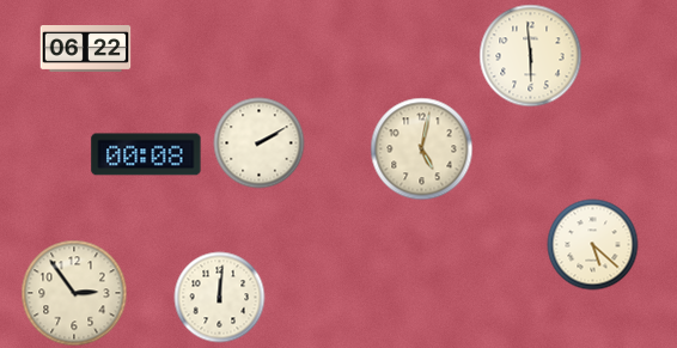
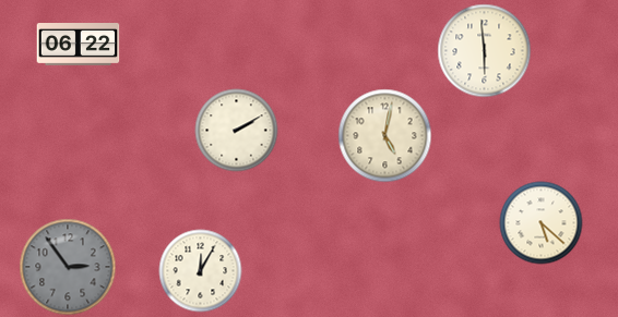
clock at (146, 154): 00:08 -> none
clock at (74, 293) dial: cream -> grey
clock at (220, 298): 12:01 -> 12:05
